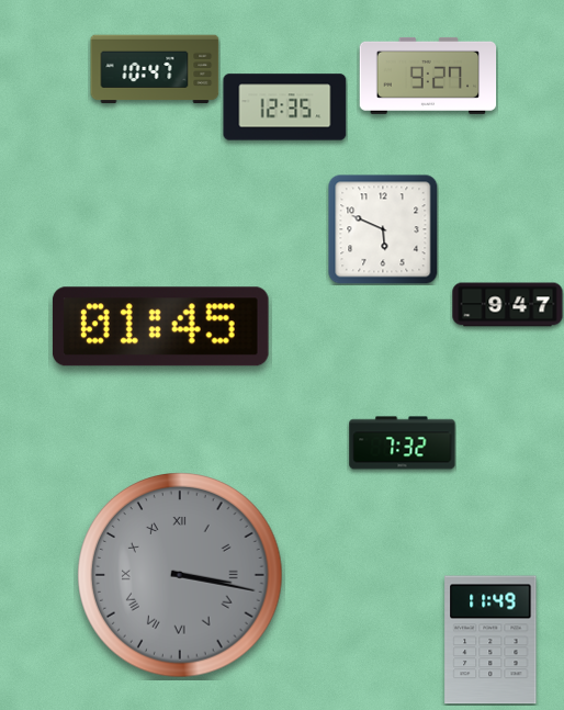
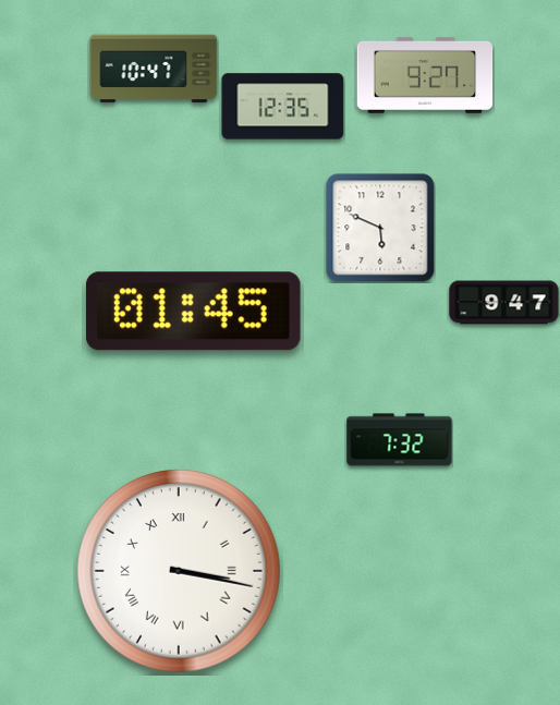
clock at (160, 327) position: (160, 327) -> (193, 312)
clock at (180, 575) dial: grey -> white
clock at (490, 640): 11:49 -> none
